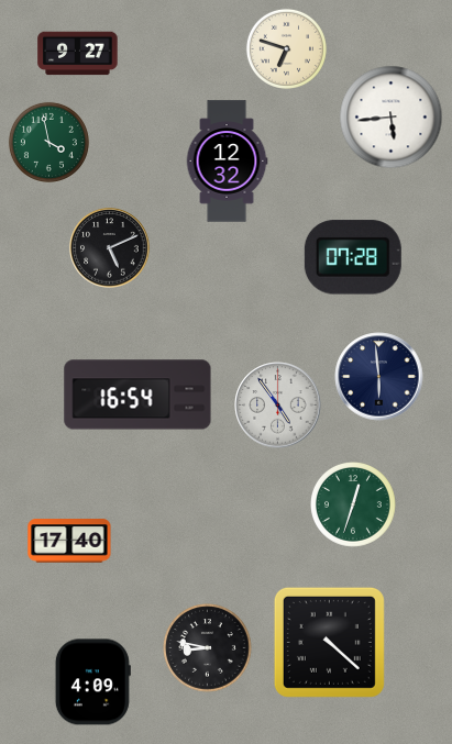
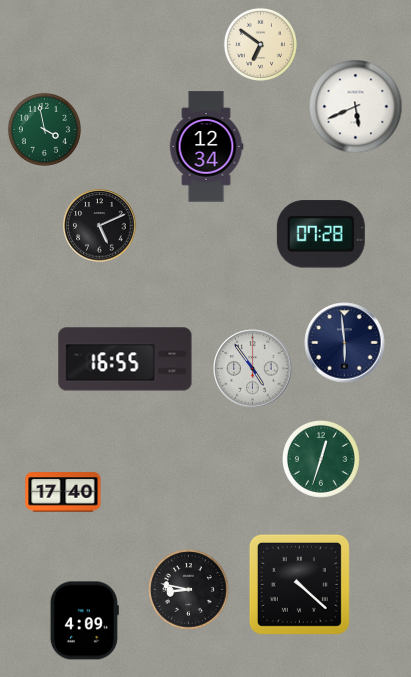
clock at (286, 48): 6:48 -> 6:51
clock at (78, 54): 9:27 -> none
clock at (392, 118): 5:44 -> 5:41
clock at (227, 162): 12:32 -> 12:34
clock at (137, 395): 16:54 -> 16:55
